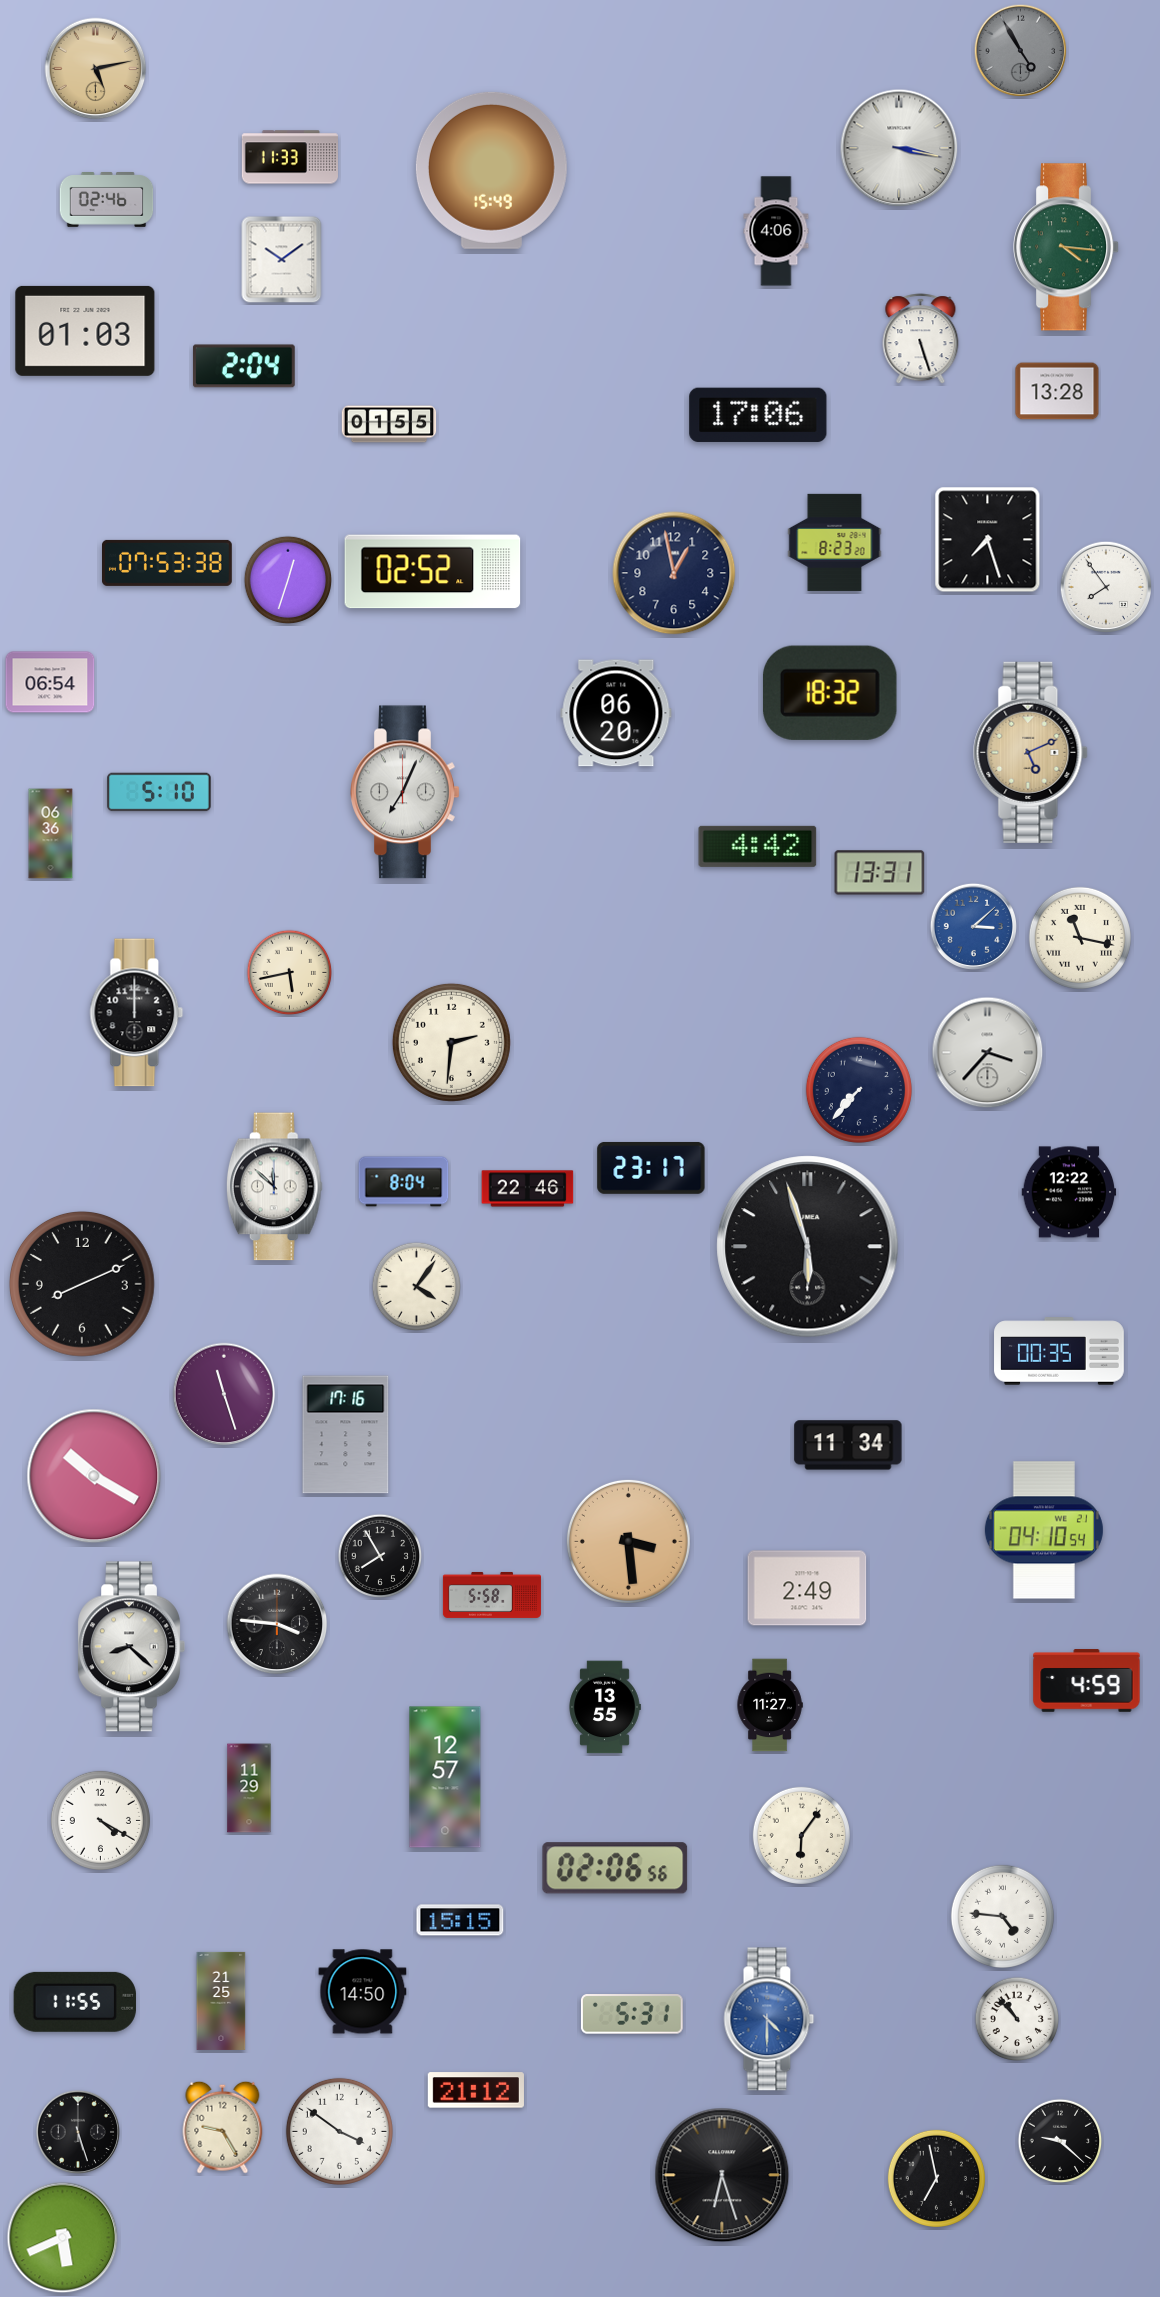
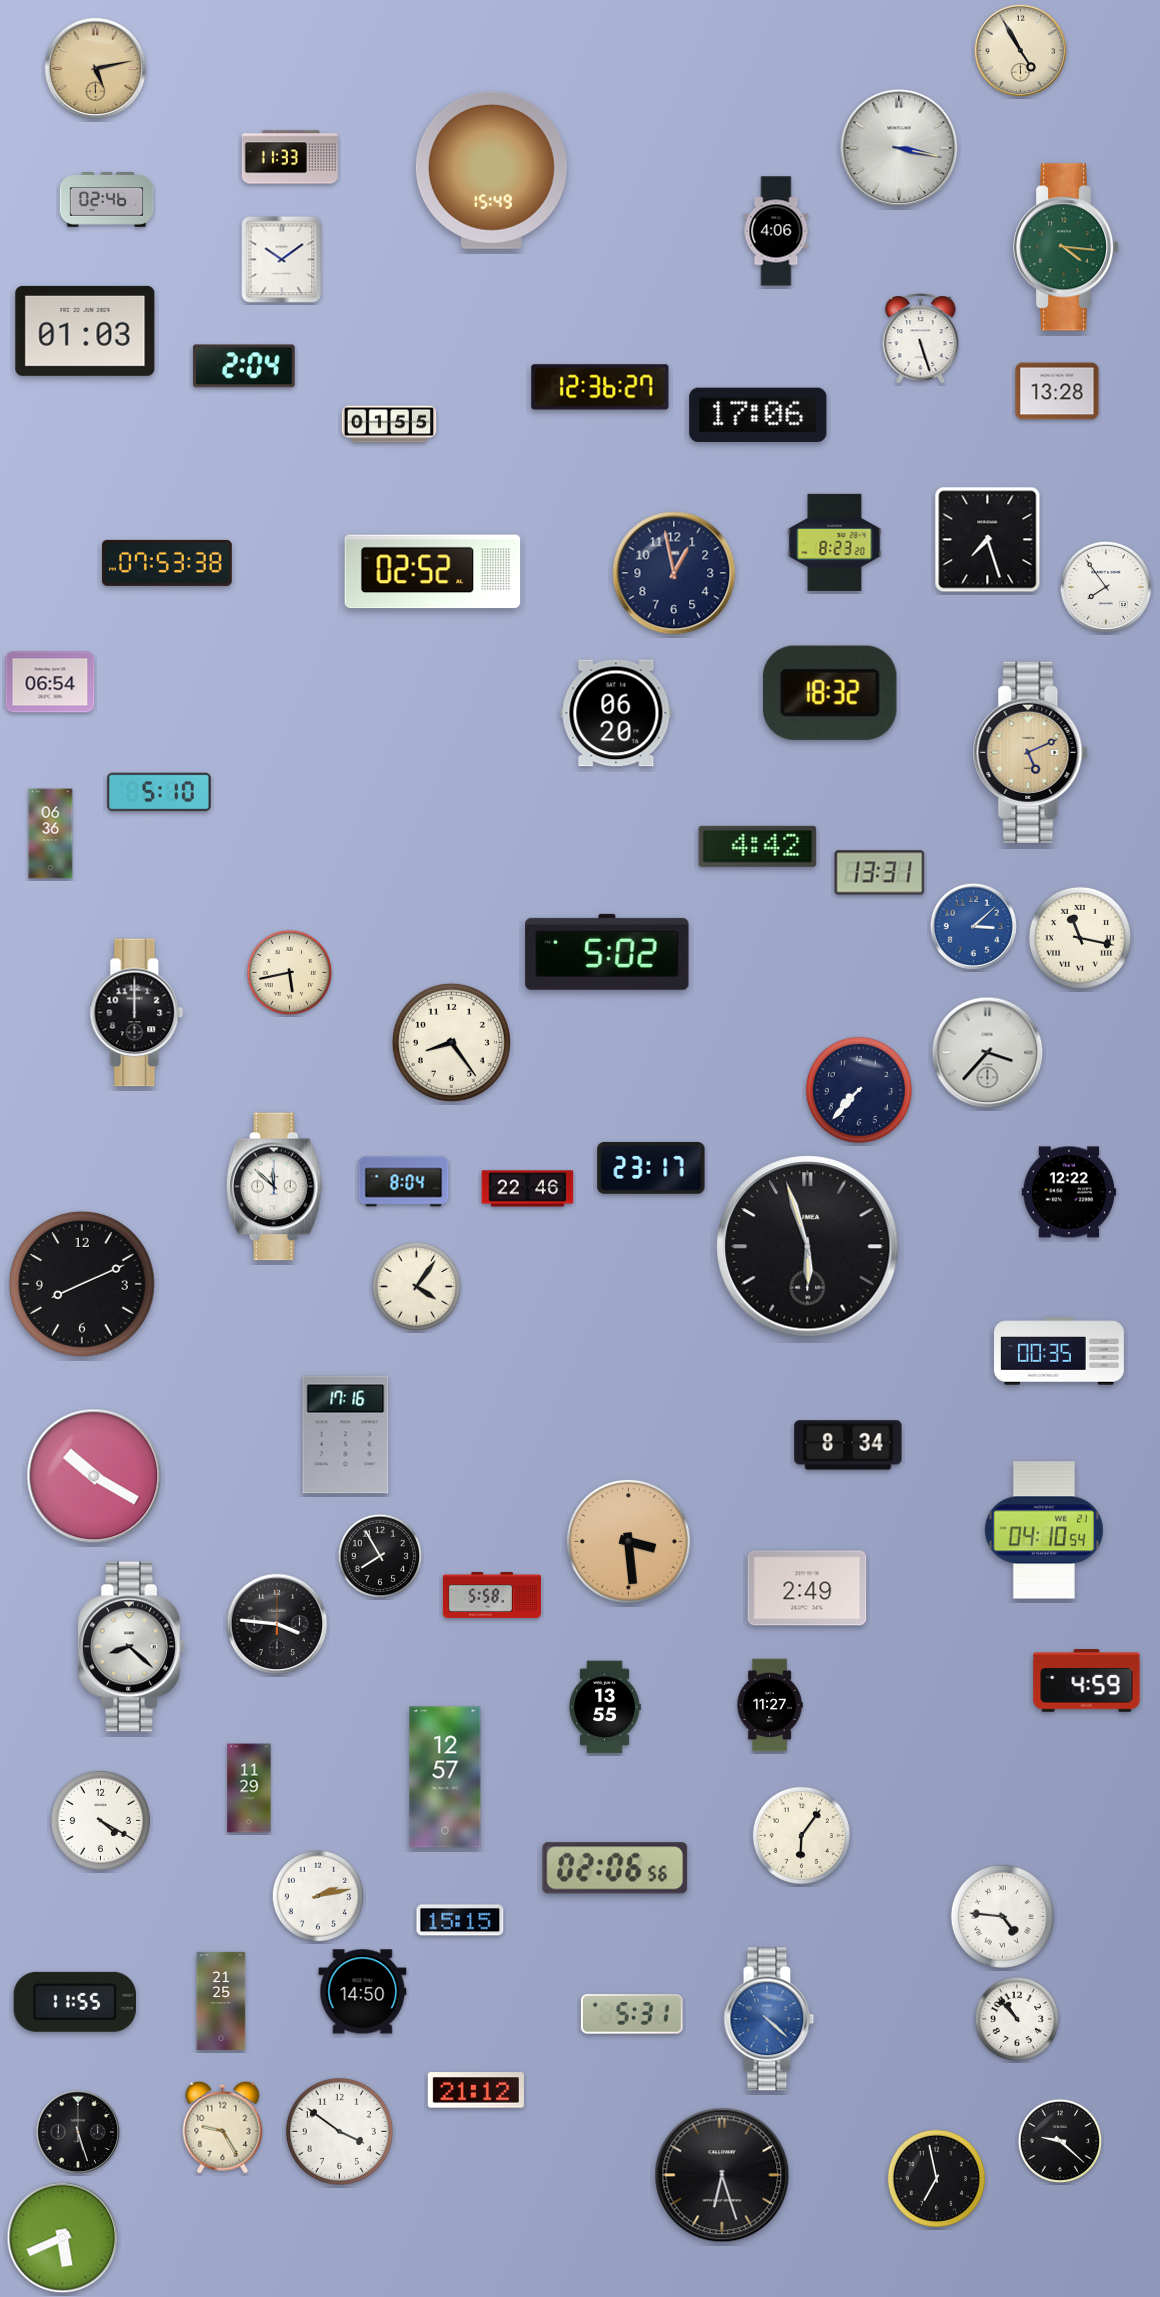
clock at (1021, 51) dial: grey -> cream
clock at (600, 387): none -> 12:36
clock at (288, 580): 12:33 -> none
clock at (405, 792): 7:04 -> none
clock at (607, 952): none -> 5:02
clock at (451, 1042): 2:31 -> 8:24
clock at (224, 1394): 11:27 -> none
clock at (848, 1445): 11:34 -> 8:34
clock at (317, 1895): none -> 2:13
clock at (769, 2019): 4:30 -> 4:22
